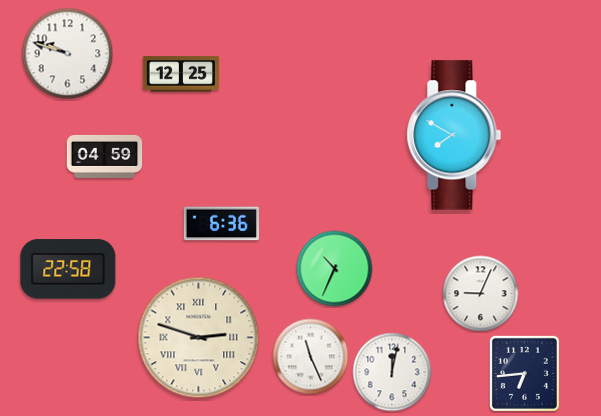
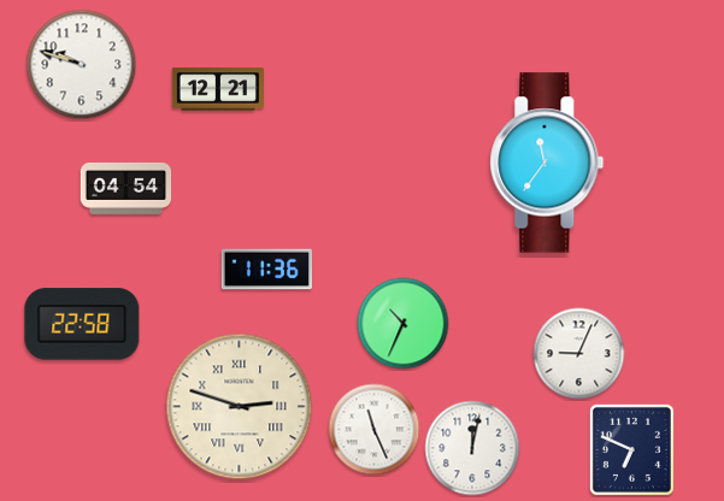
clock at (180, 74): 12:25 -> 12:21
clock at (454, 135): 7:50 -> 11:36
clock at (105, 156): 04:59 -> 04:54
clock at (221, 224): 6:36 -> 11:36
clock at (524, 373): 6:44 -> 6:49
